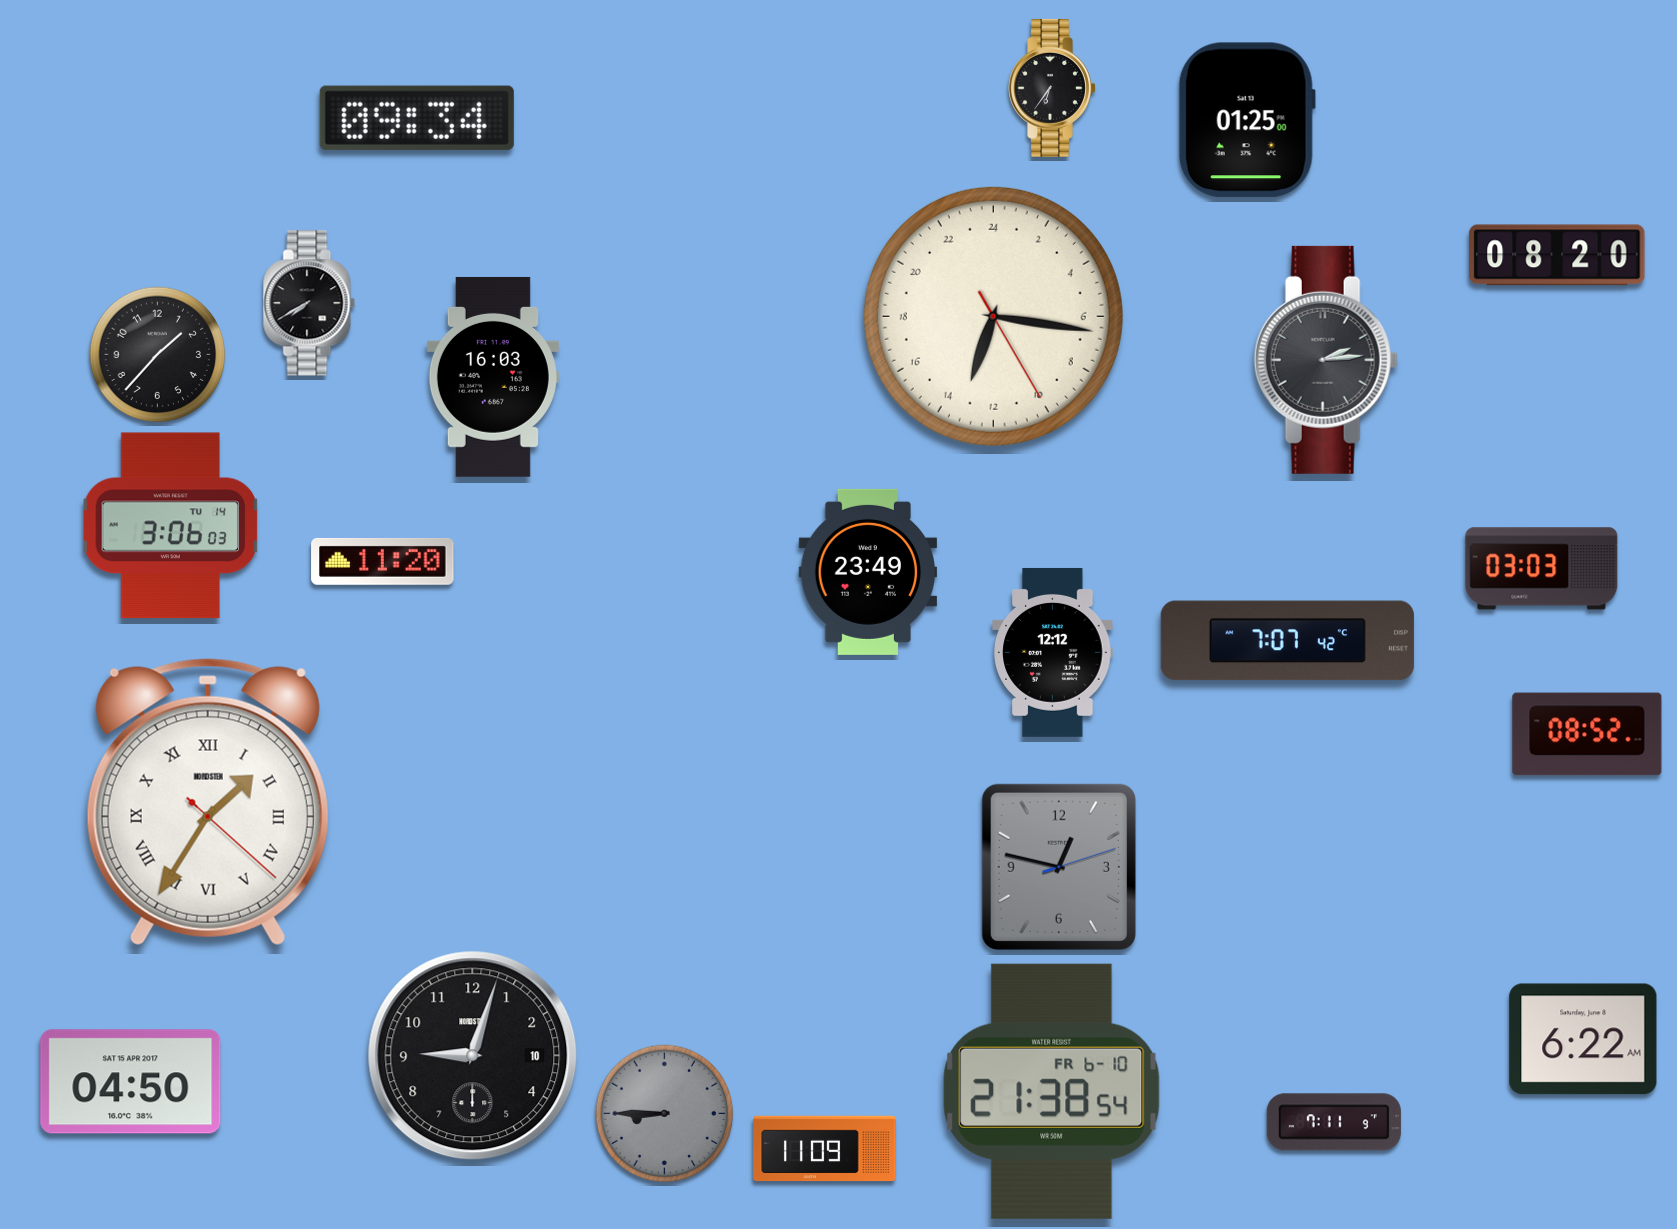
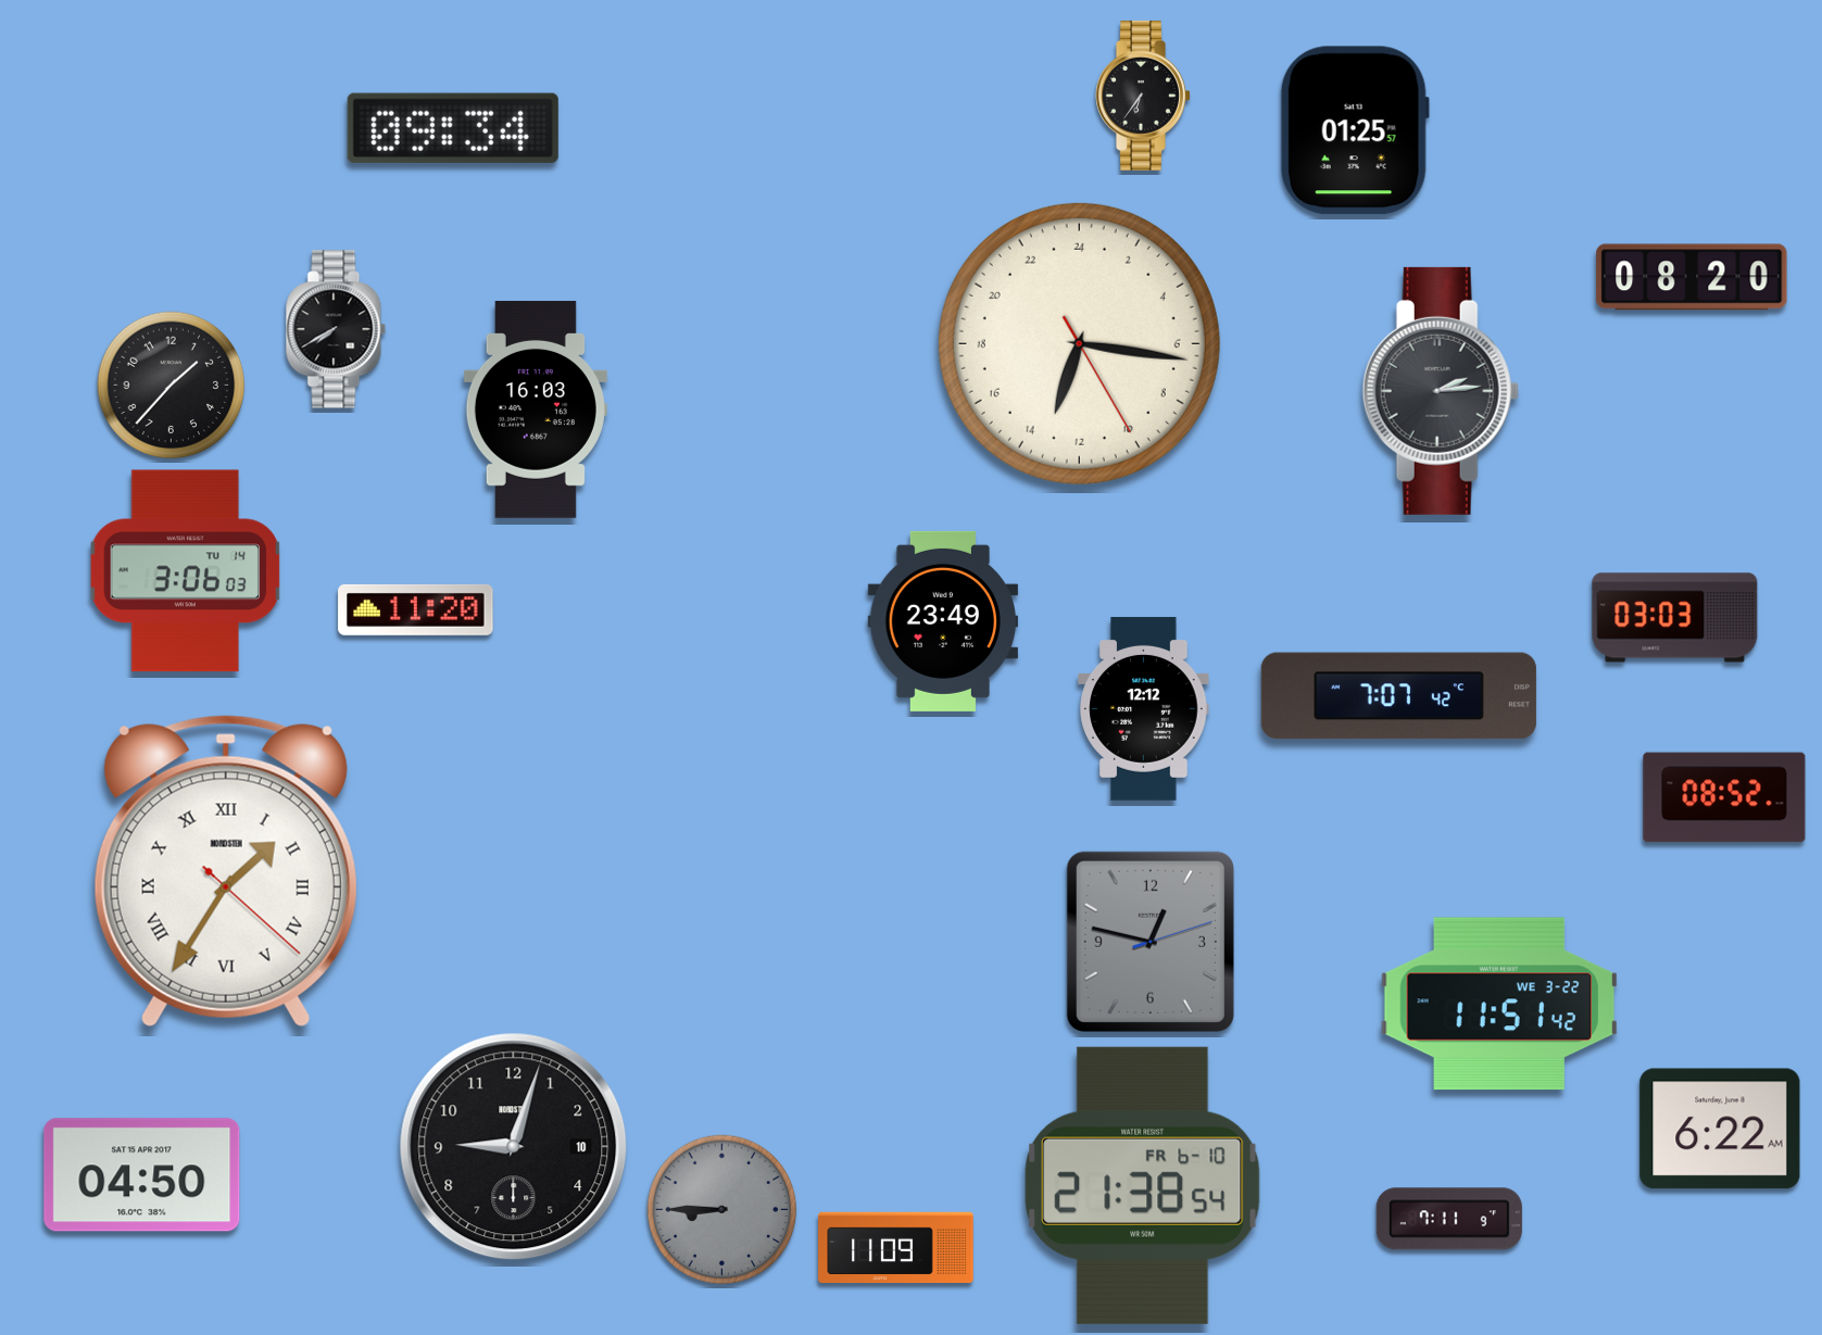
clock at (1247, 120): 01:25:00 -> 01:25:57
clock at (1498, 1004): none -> 11:51
